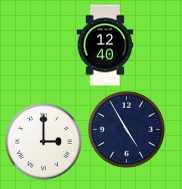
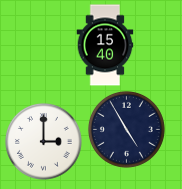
clock at (105, 45): 12:40 -> 15:40
